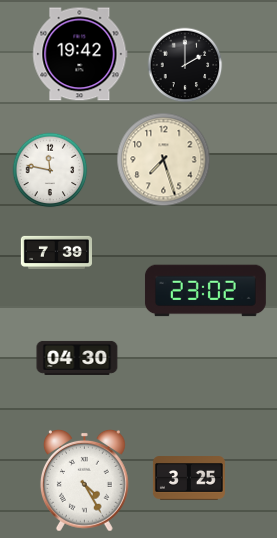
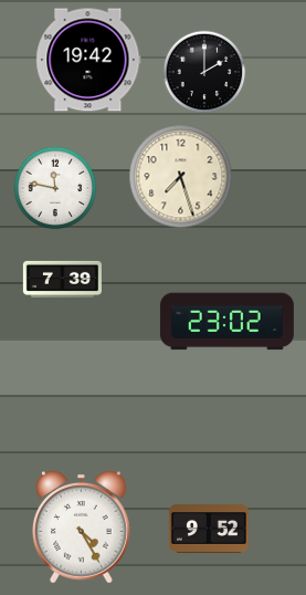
clock at (77, 358): 04:30 -> none
clock at (189, 478): 3:25 -> 9:52
clock at (84, 480) position: (84, 480) -> (81, 526)
